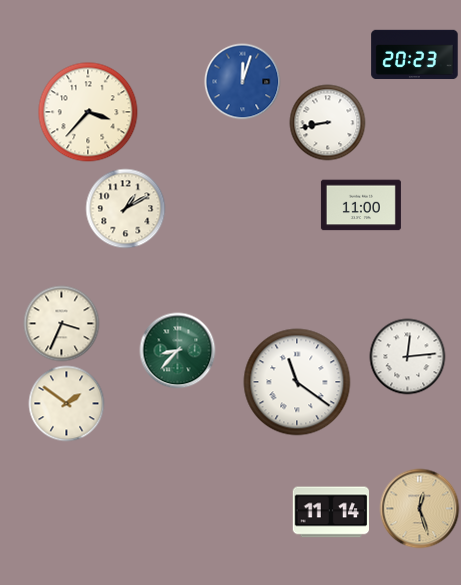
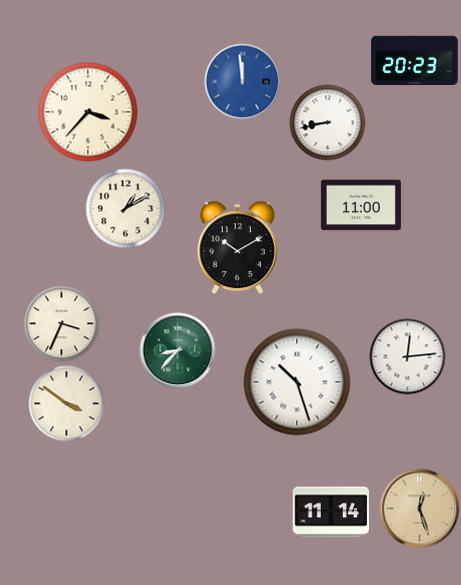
clock at (415, 55) position: (415, 55) -> (415, 61)
clock at (243, 82): 12:03 -> 11:59
clock at (237, 248): none -> 10:10
clock at (297, 382): 11:21 -> 10:27
clock at (67, 404): 1:51 -> 3:51
